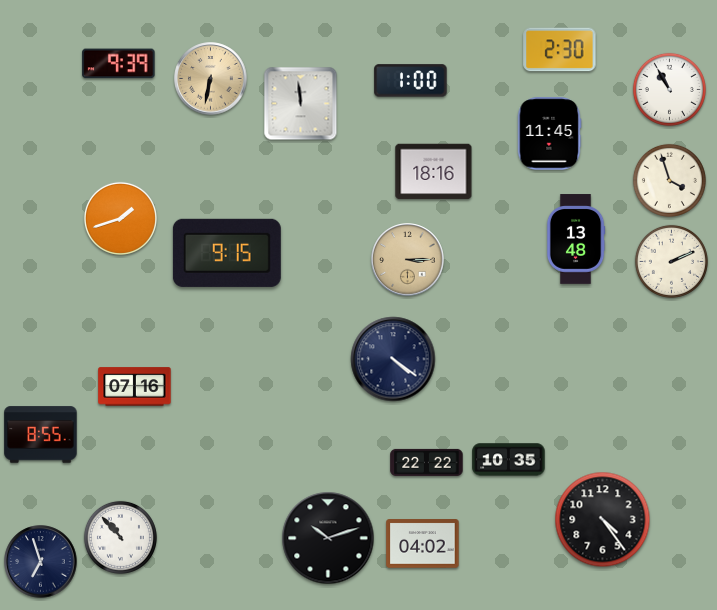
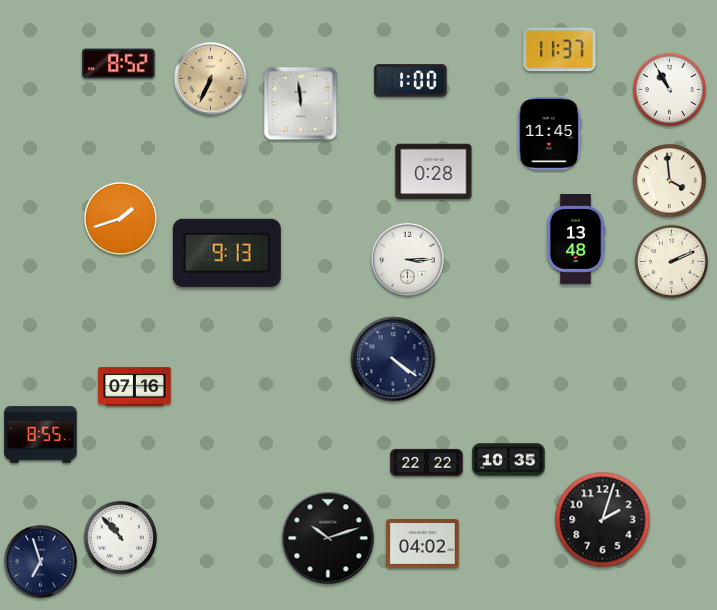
clock at (560, 50): 2:30 -> 11:37
clock at (119, 64): 9:39 -> 8:52
clock at (211, 79): 6:32 -> 6:34
clock at (434, 172): 18:16 -> 0:28
clock at (669, 180): 3:57 -> 3:59
clock at (227, 253): 9:15 -> 9:13
clock at (408, 260) dial: champagne -> white
clock at (603, 520): 4:24 -> 2:03
